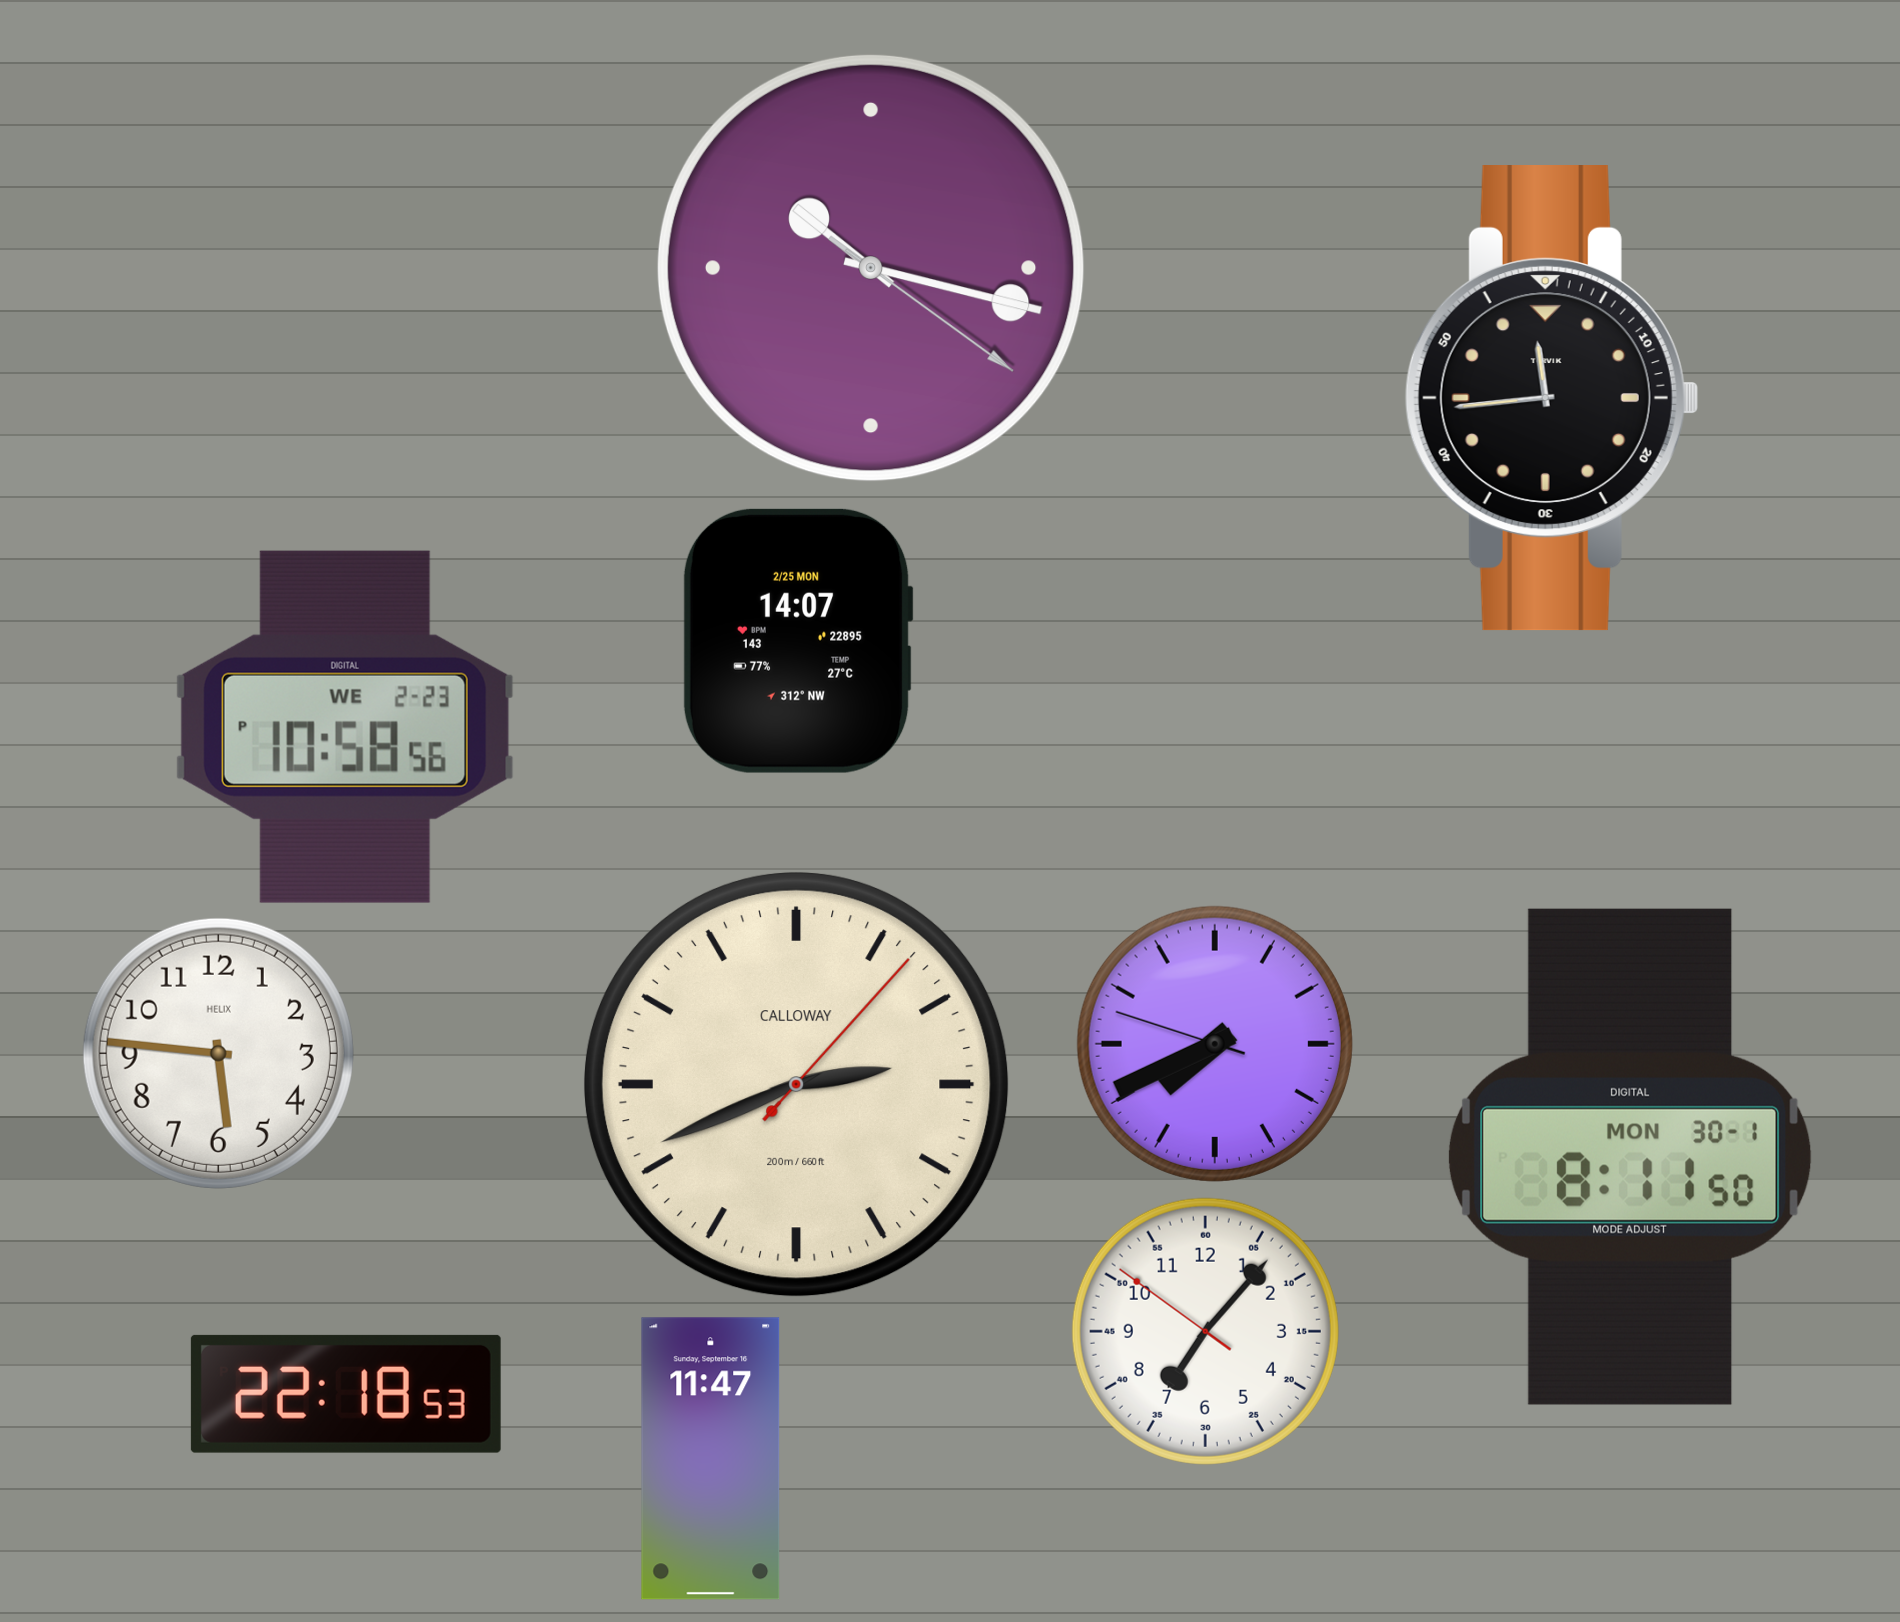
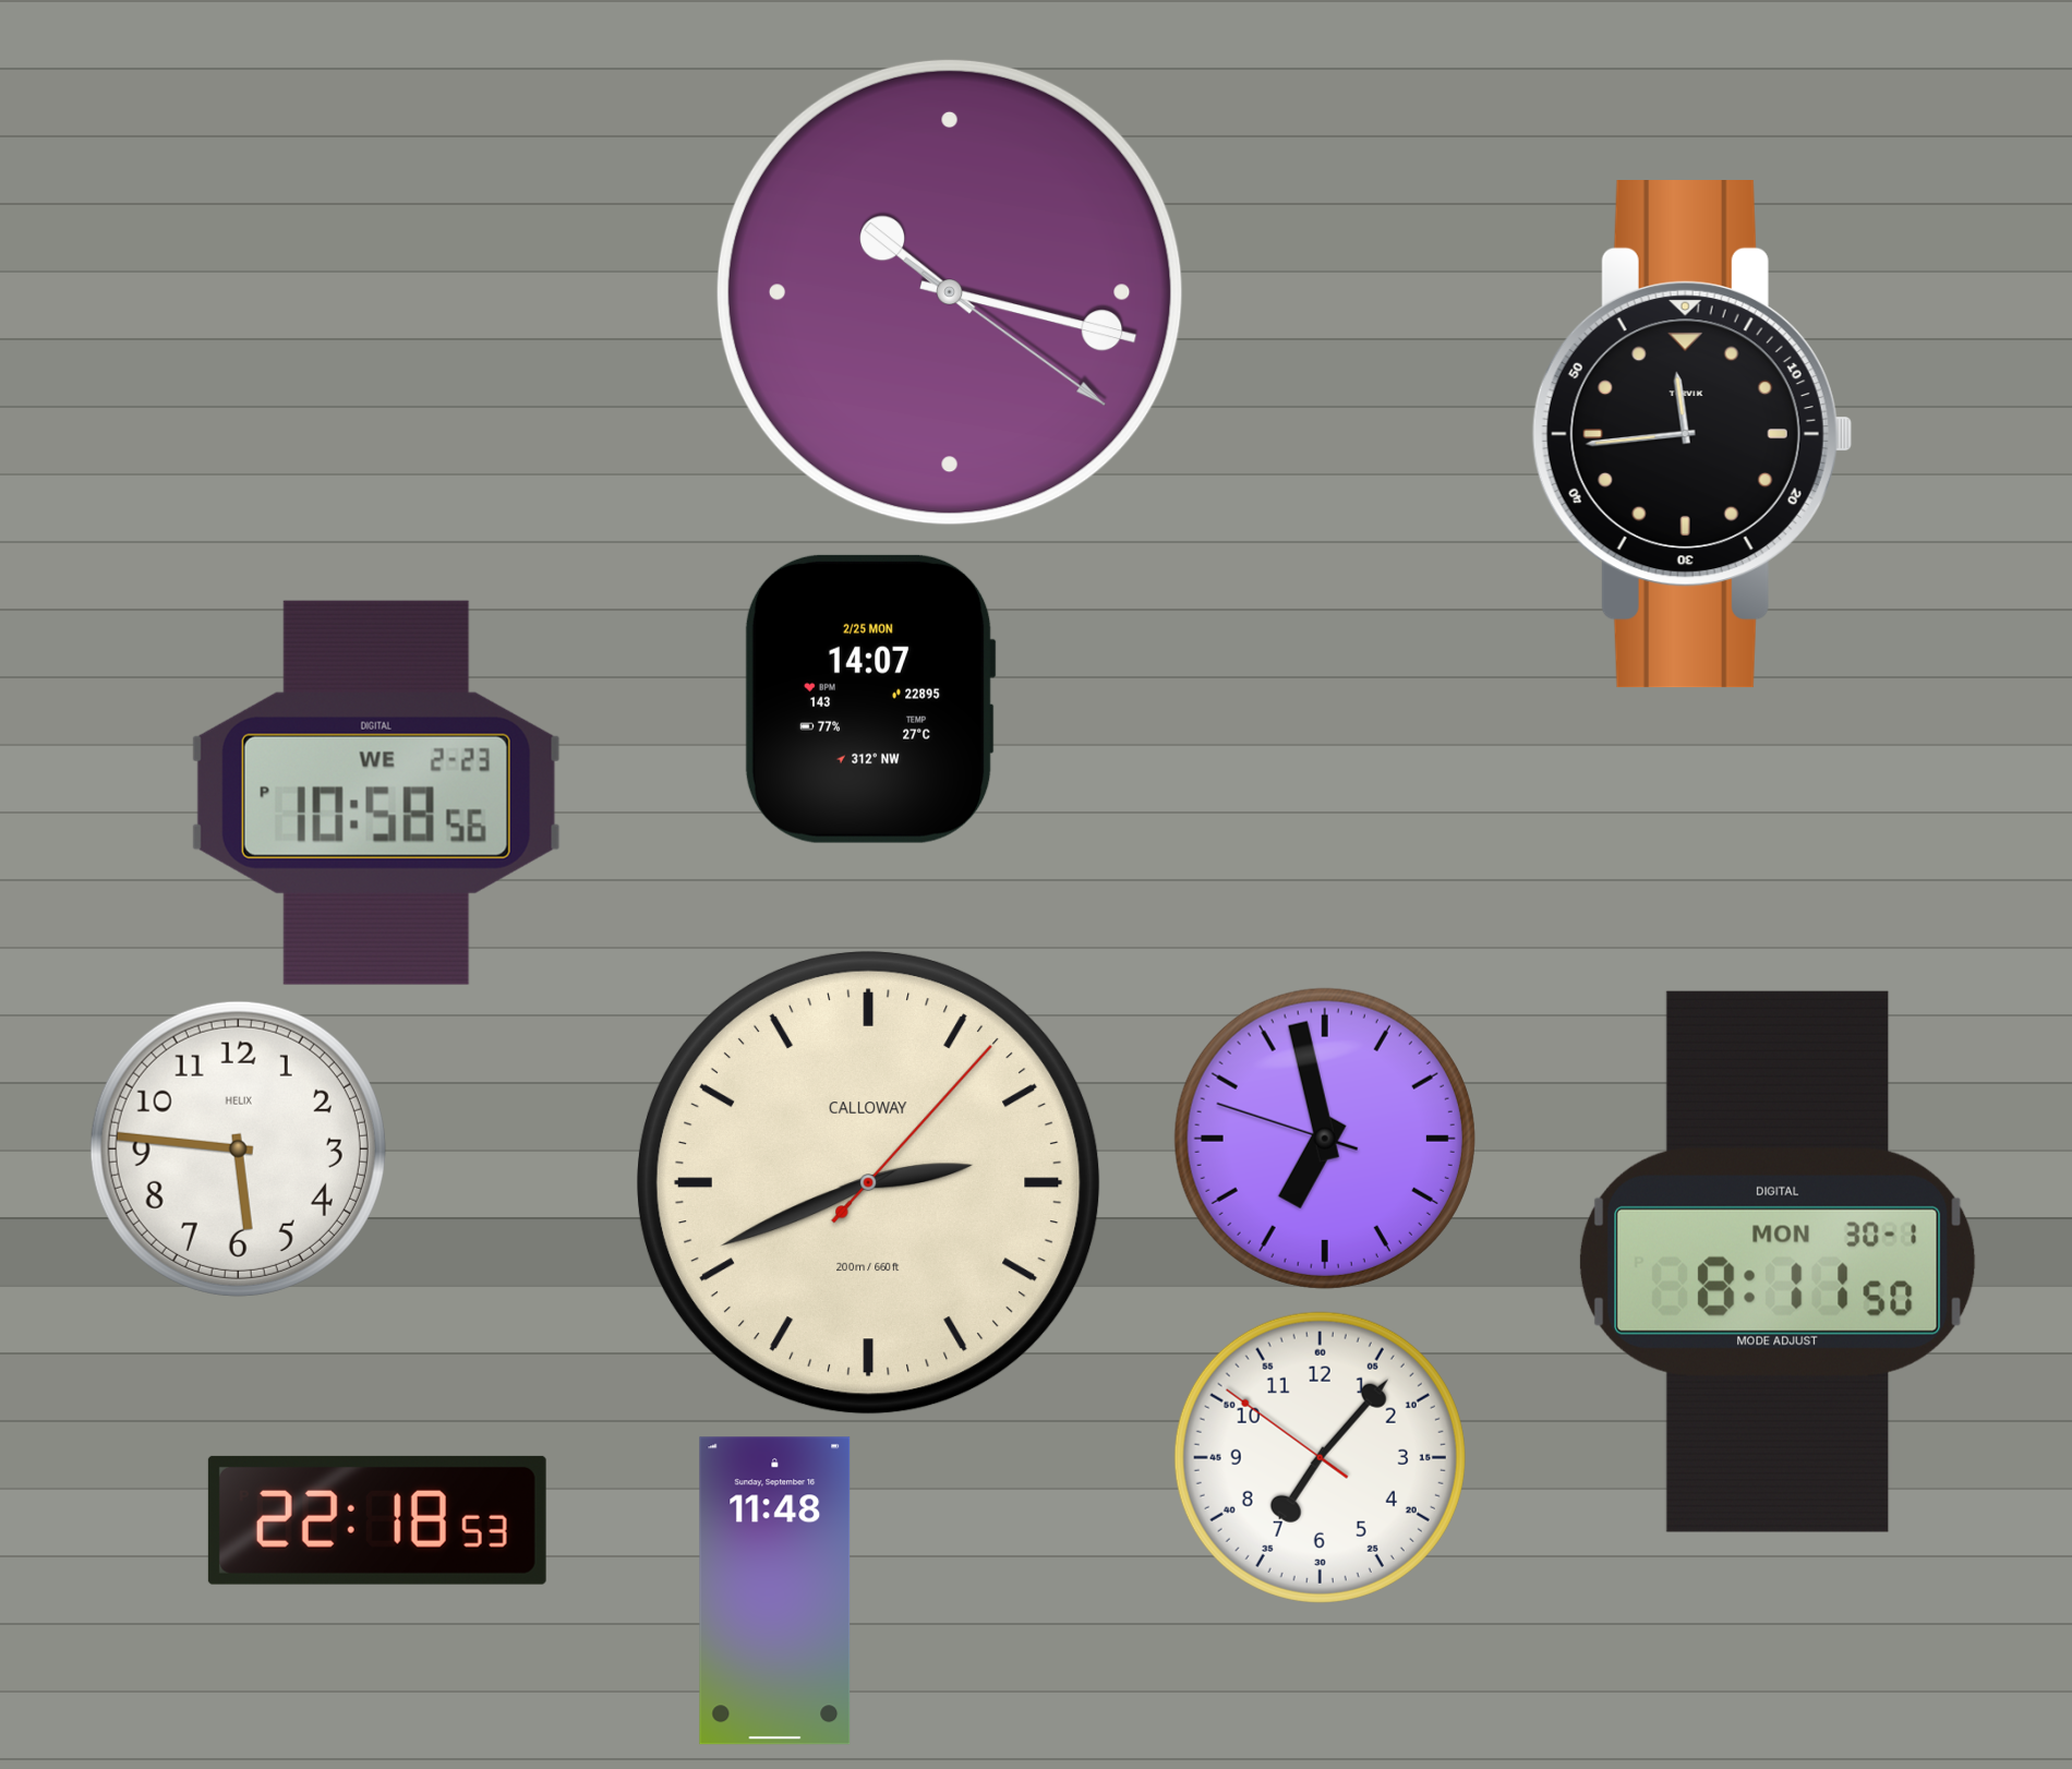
clock at (1215, 1044): 7:40 -> 6:57
clock at (1205, 1331) position: (1205, 1331) -> (1320, 1457)
clock at (711, 1459): 11:47 -> 11:48
